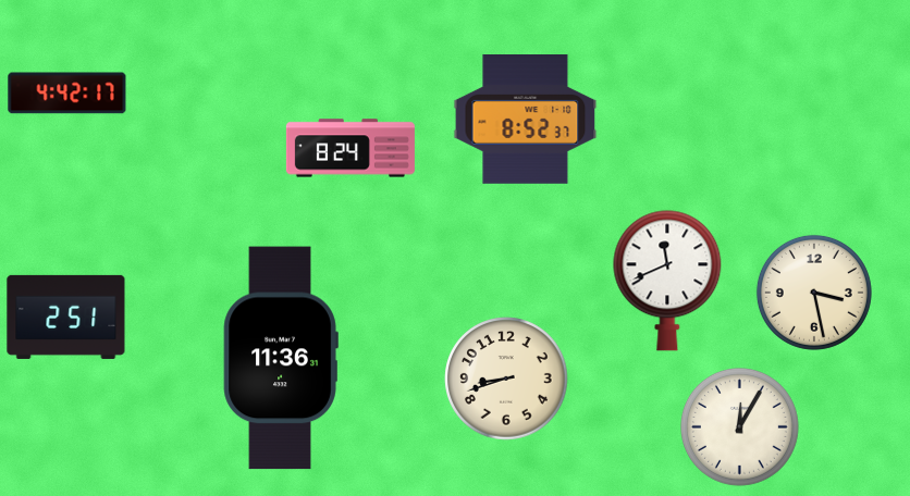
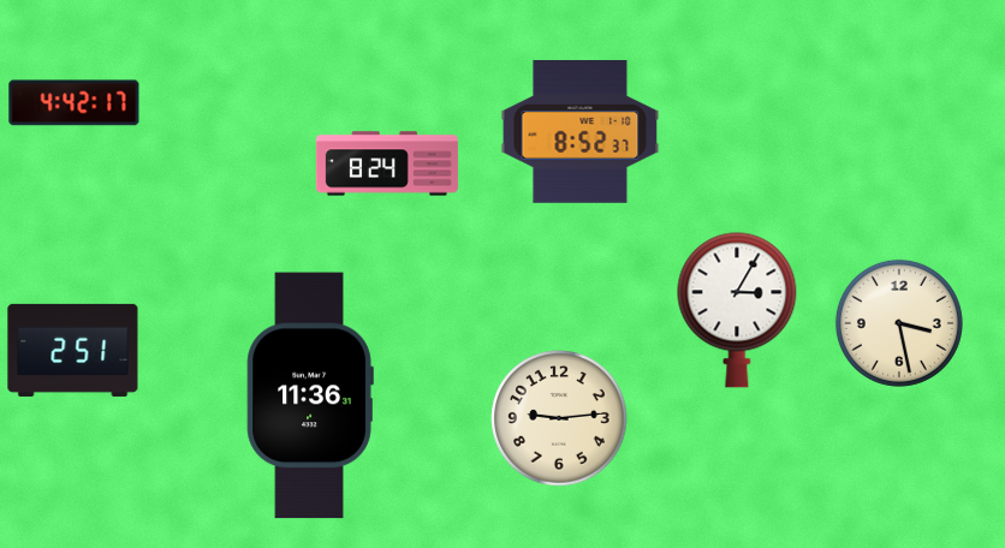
clock at (667, 281): 11:41 -> 3:05
clock at (506, 379): 8:42 -> 9:14
clock at (739, 426): 12:05 -> none
